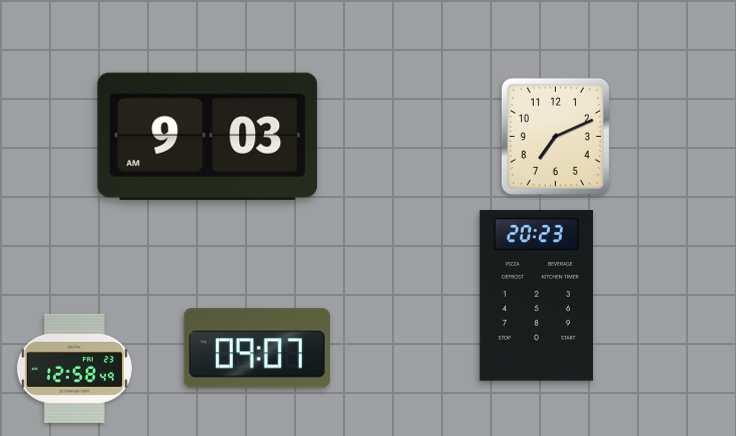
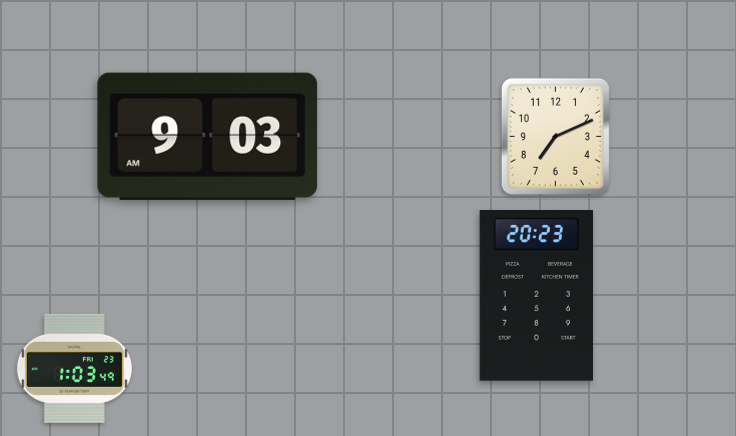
clock at (257, 348): 09:07 -> none
clock at (74, 368): 12:58 -> 1:03
